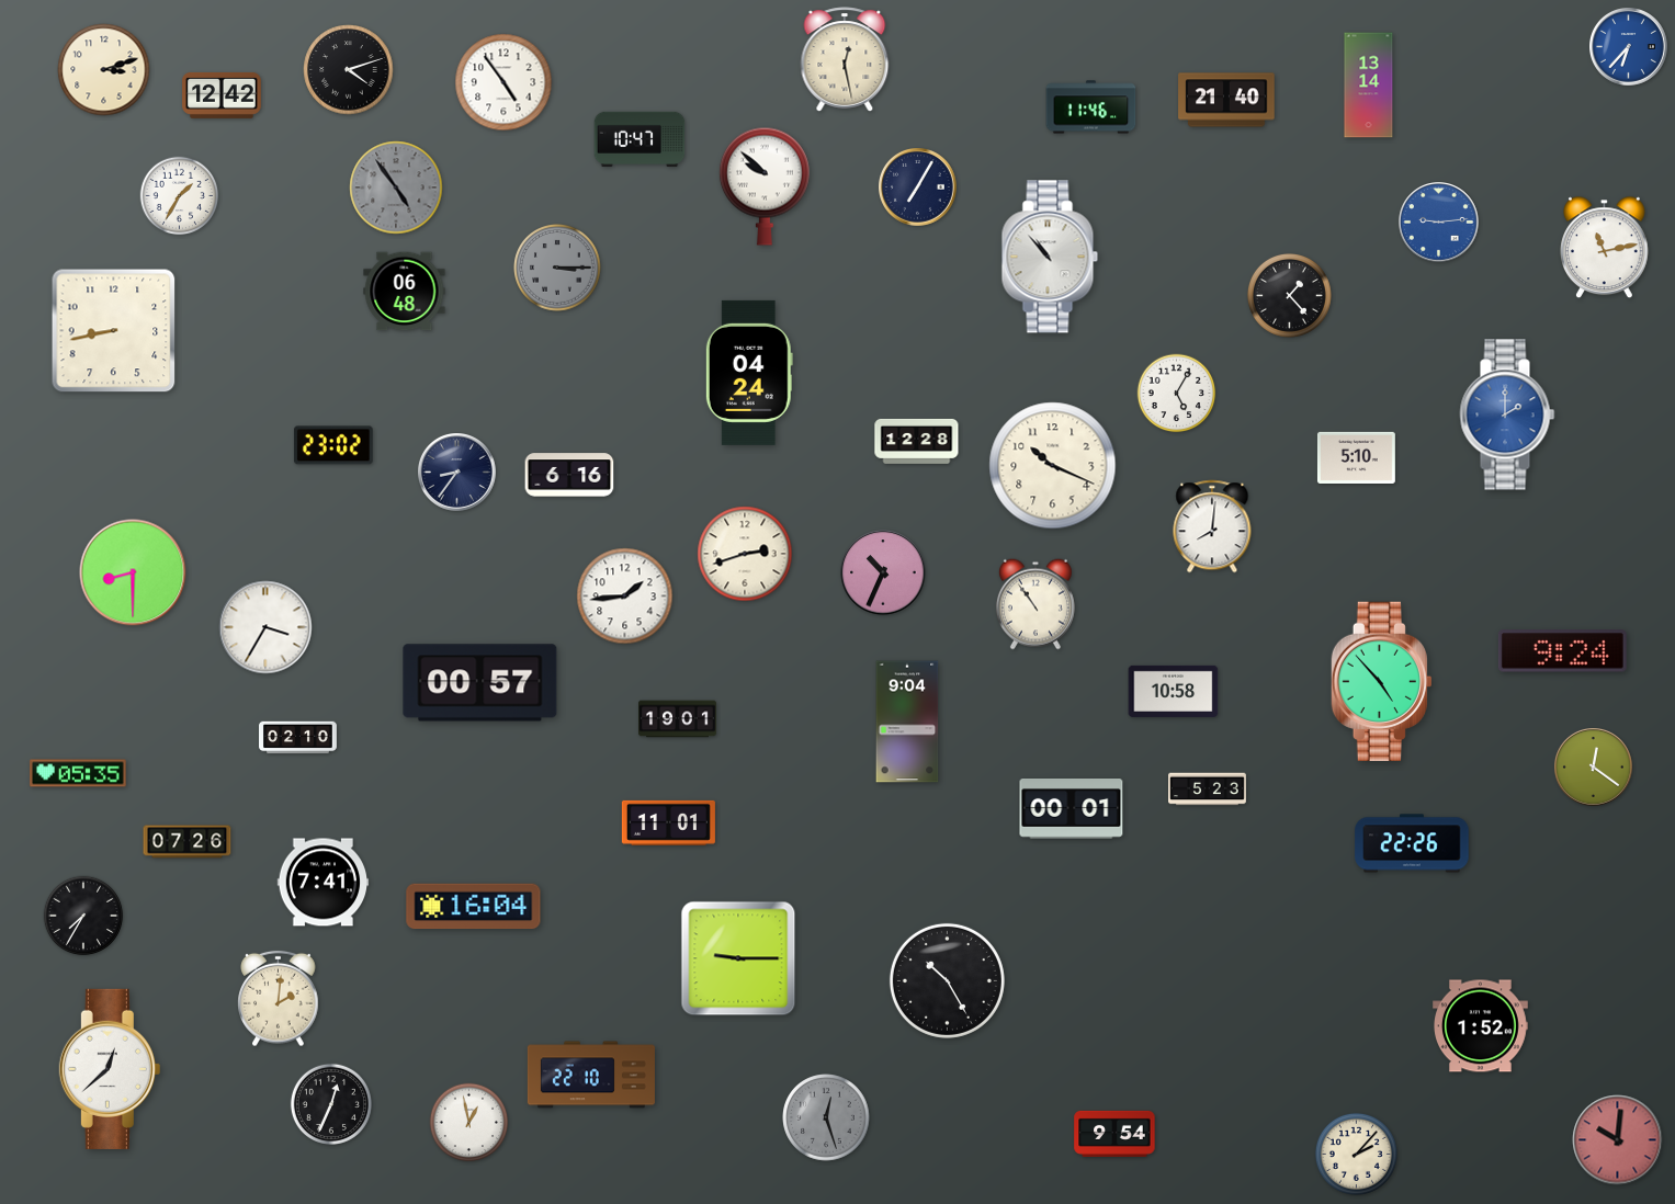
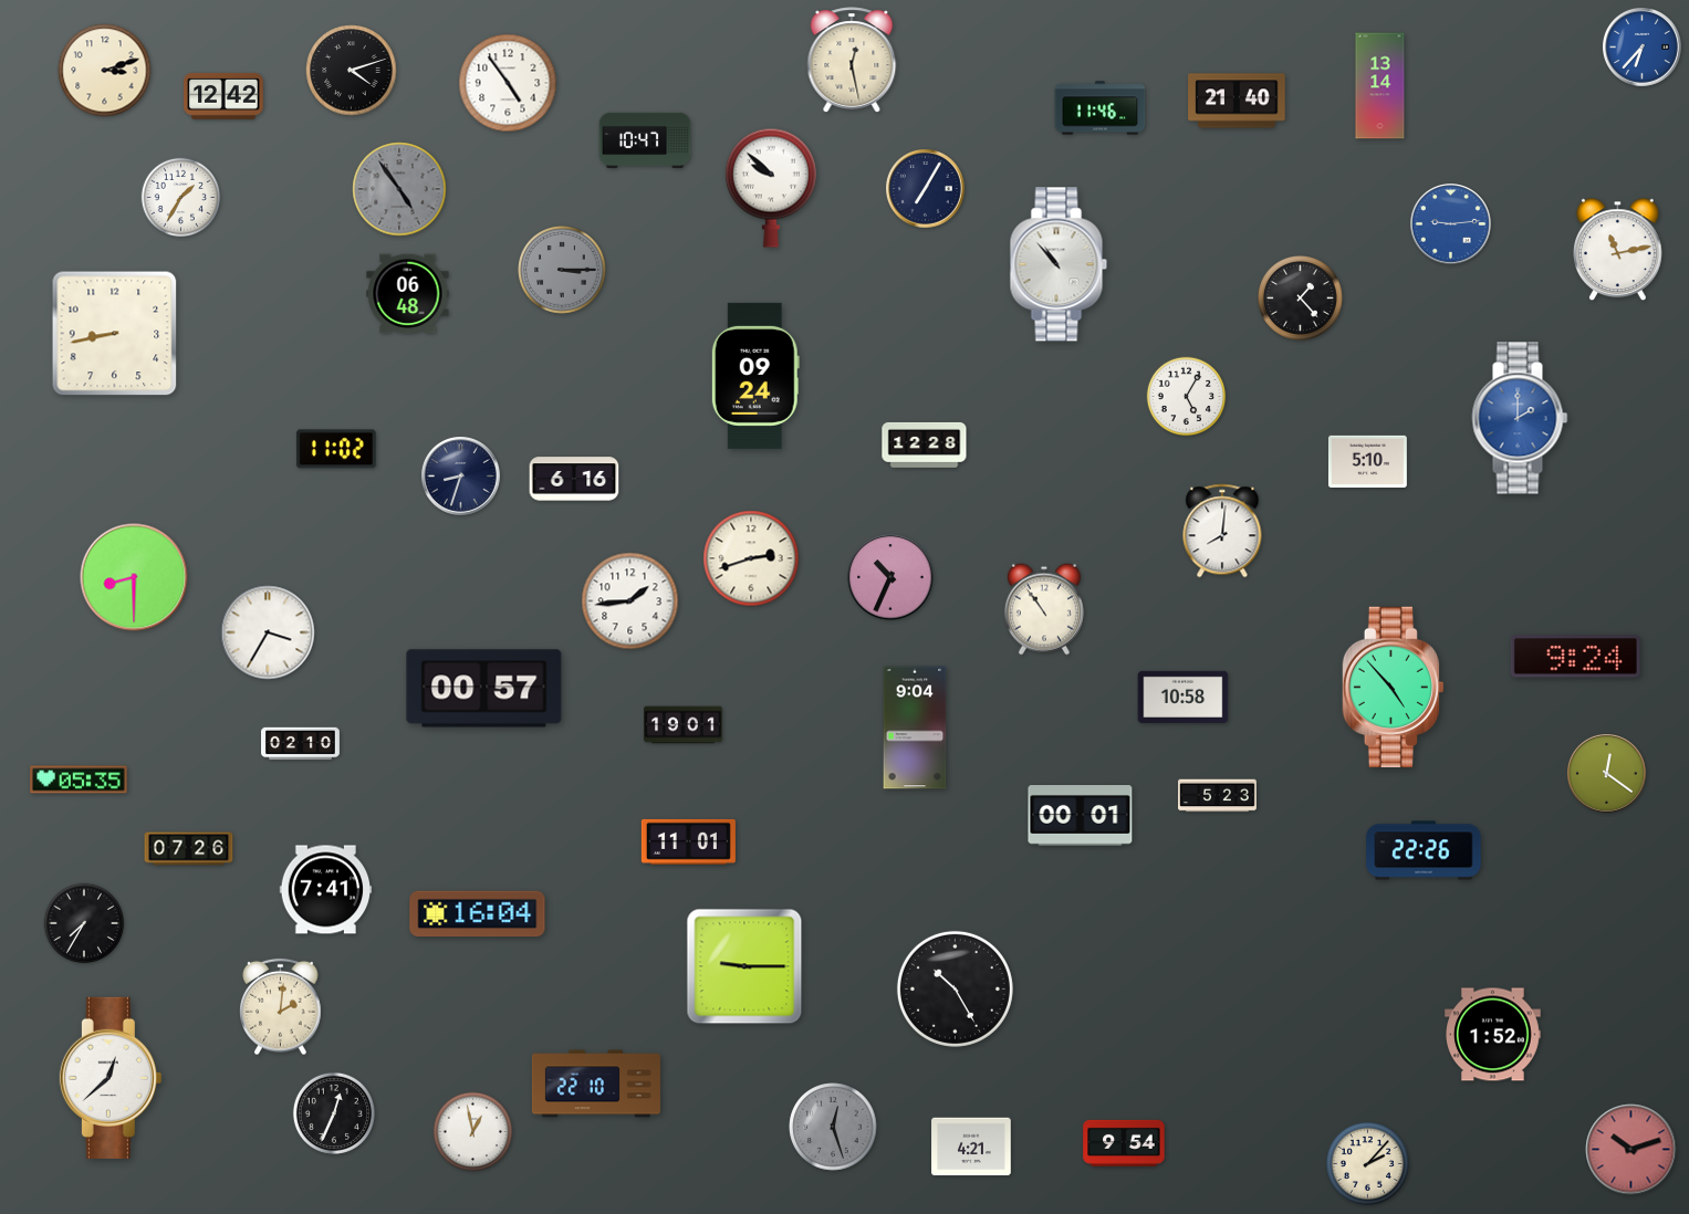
clock at (1050, 257) position: (1050, 257) -> (1059, 264)
clock at (749, 373): 04:24 -> 09:24
clock at (333, 445): 23:02 -> 11:02
clock at (1053, 466): 10:19 -> none
clock at (457, 473): 8:36 -> 8:33
clock at (668, 822) position: (668, 822) -> (688, 841)
clock at (971, 1147): none -> 4:21
clock at (1618, 1140): 10:01 -> 10:12
